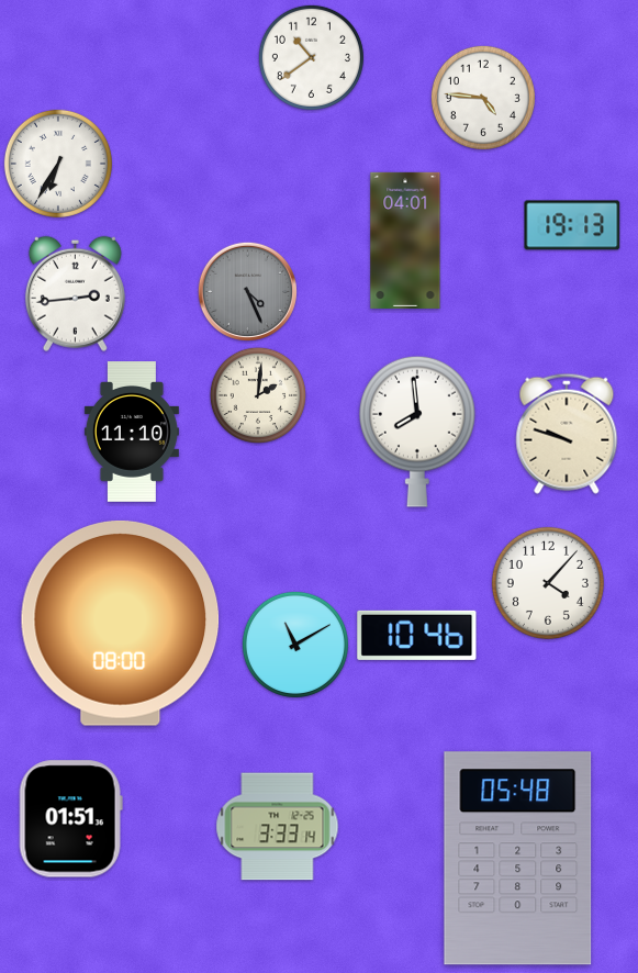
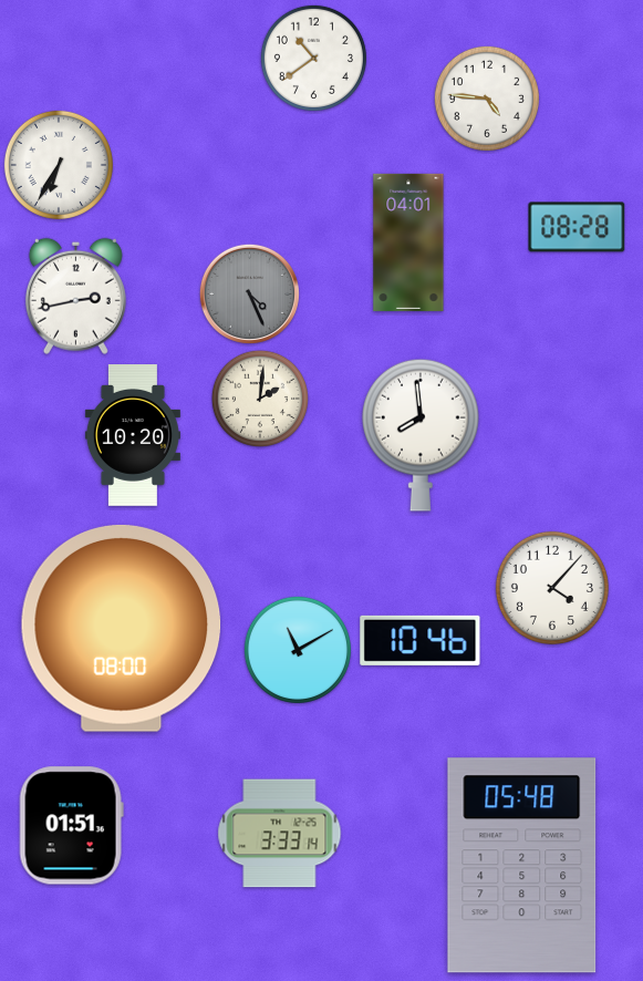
clock at (572, 225): 19:13 -> 08:28
clock at (75, 293): 2:44 -> 2:43
clock at (132, 433): 11:10 -> 10:20
clock at (567, 434): 9:48 -> none
